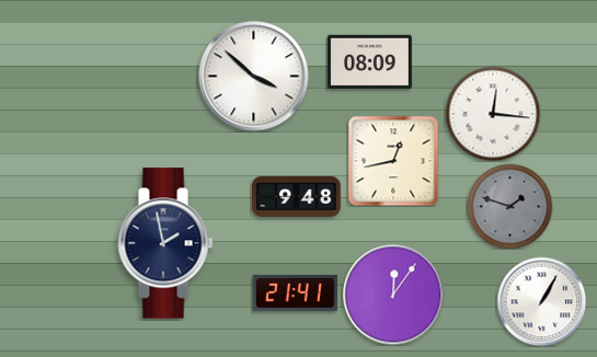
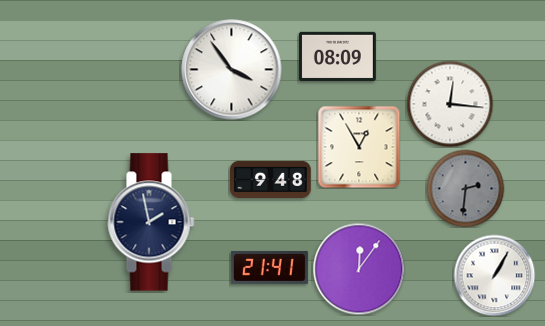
clock at (254, 77): 3:52 -> 3:54
clock at (393, 161): 12:43 -> 12:55
clock at (509, 206): 1:48 -> 2:31
